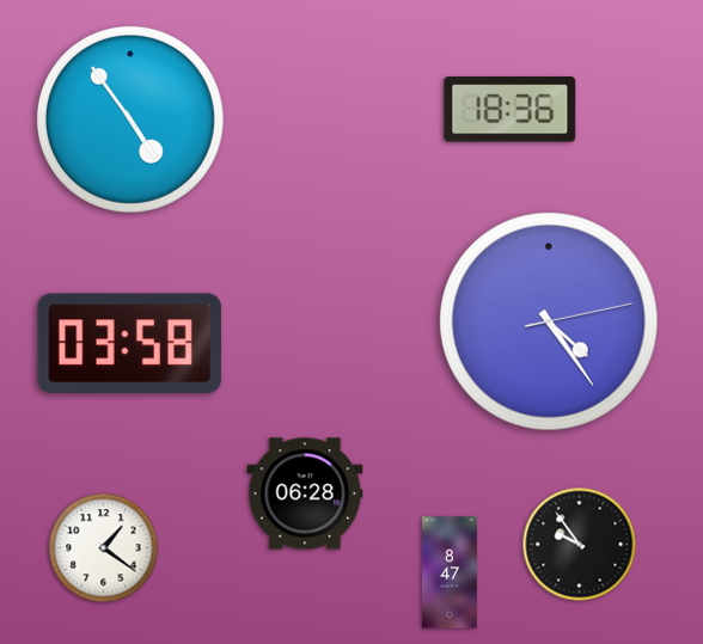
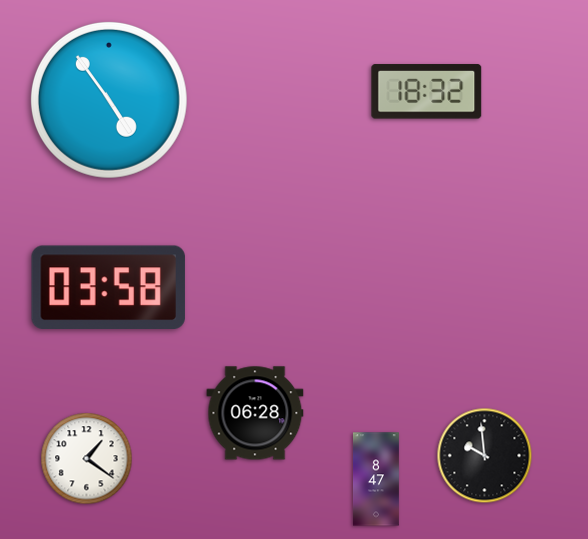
clock at (511, 110): 18:36 -> 18:32
clock at (549, 321): 4:24 -> none
clock at (580, 545): 9:54 -> 9:59
